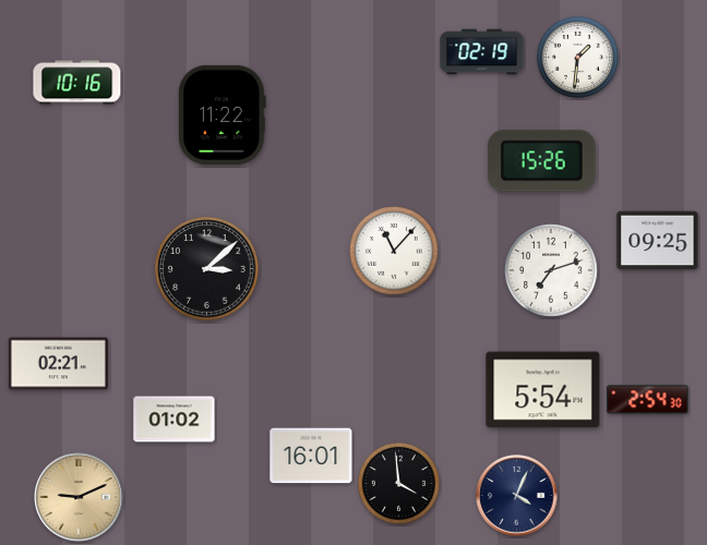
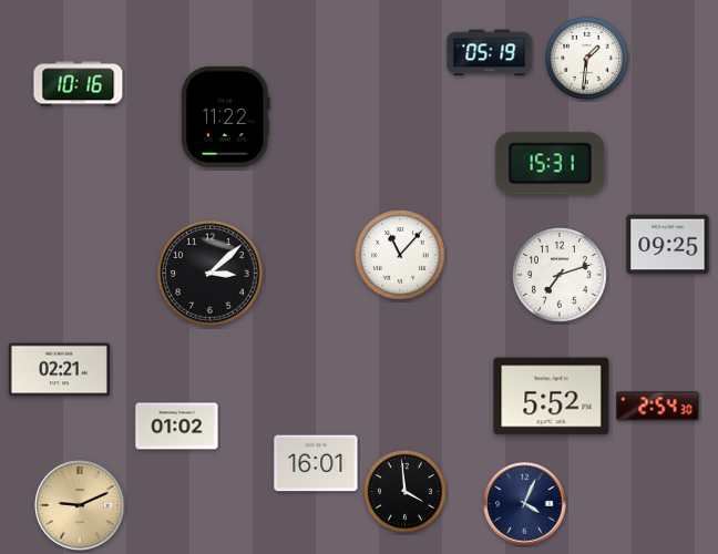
clock at (482, 52): 02:19 -> 05:19
clock at (542, 161): 15:26 -> 15:31
clock at (543, 390): 5:54 -> 5:52
